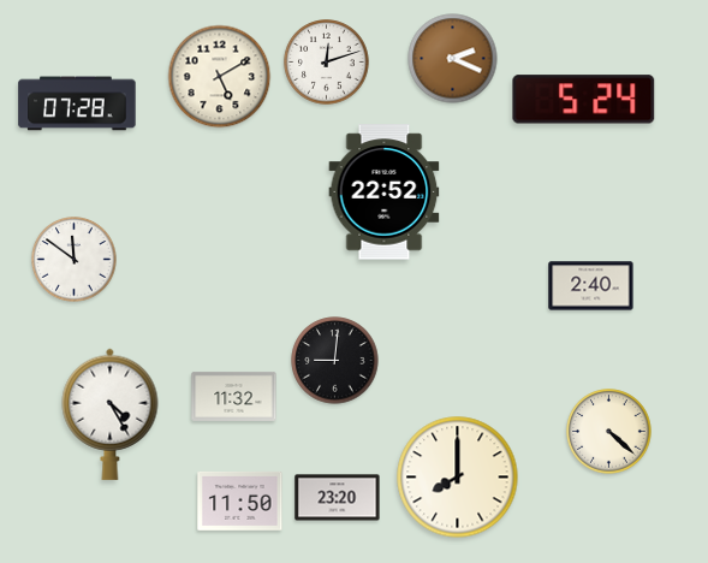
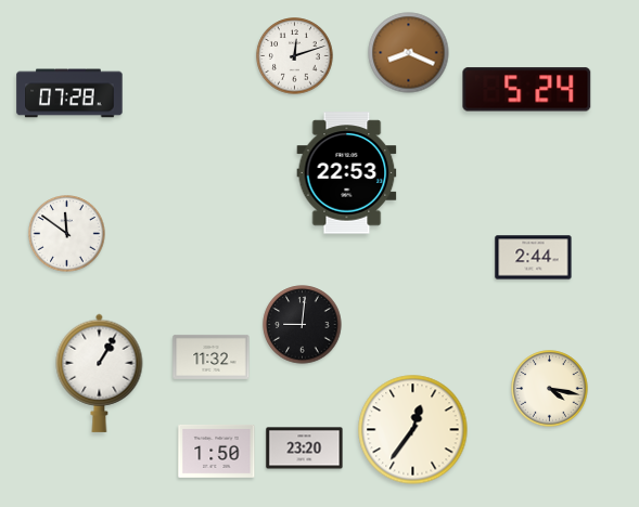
clock at (453, 59): 2:19 -> 8:19
clock at (220, 77): 5:10 -> none
clock at (385, 192): 22:52 -> 22:53
clock at (591, 286): 2:40 -> 2:44
clock at (111, 414): 4:25 -> 1:05
clock at (609, 432): 4:22 -> 4:17
clock at (458, 478): 8:00 -> 12:36
clock at (240, 500): 11:50 -> 1:50
